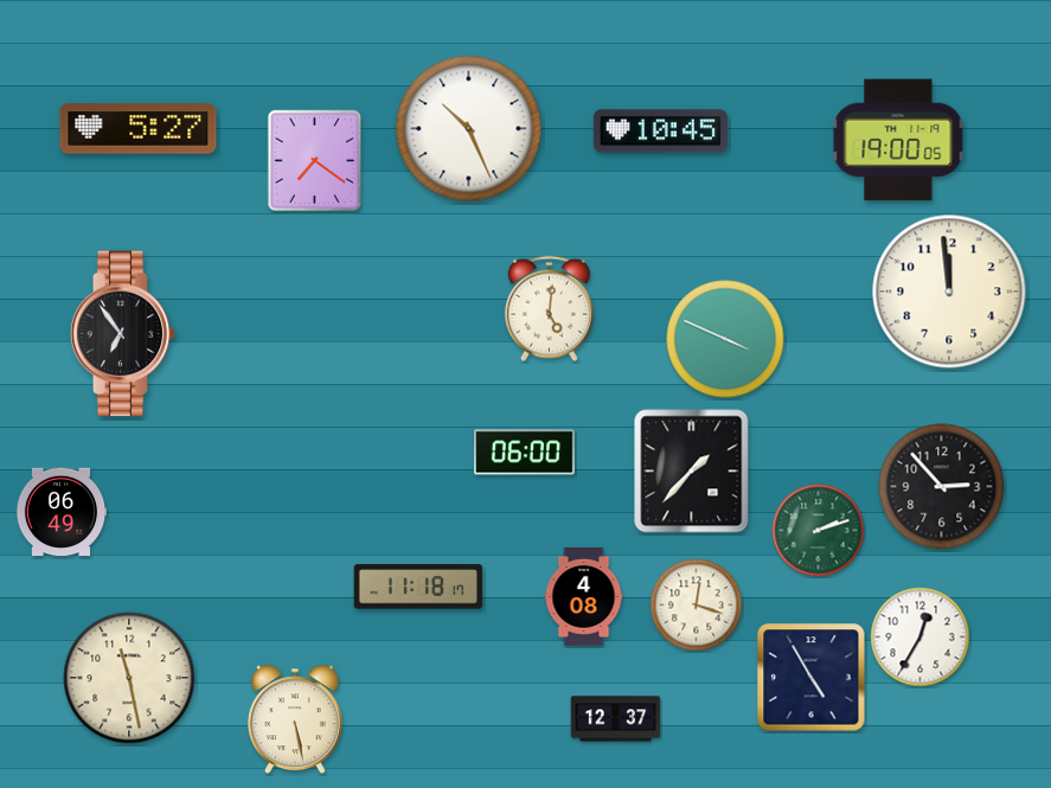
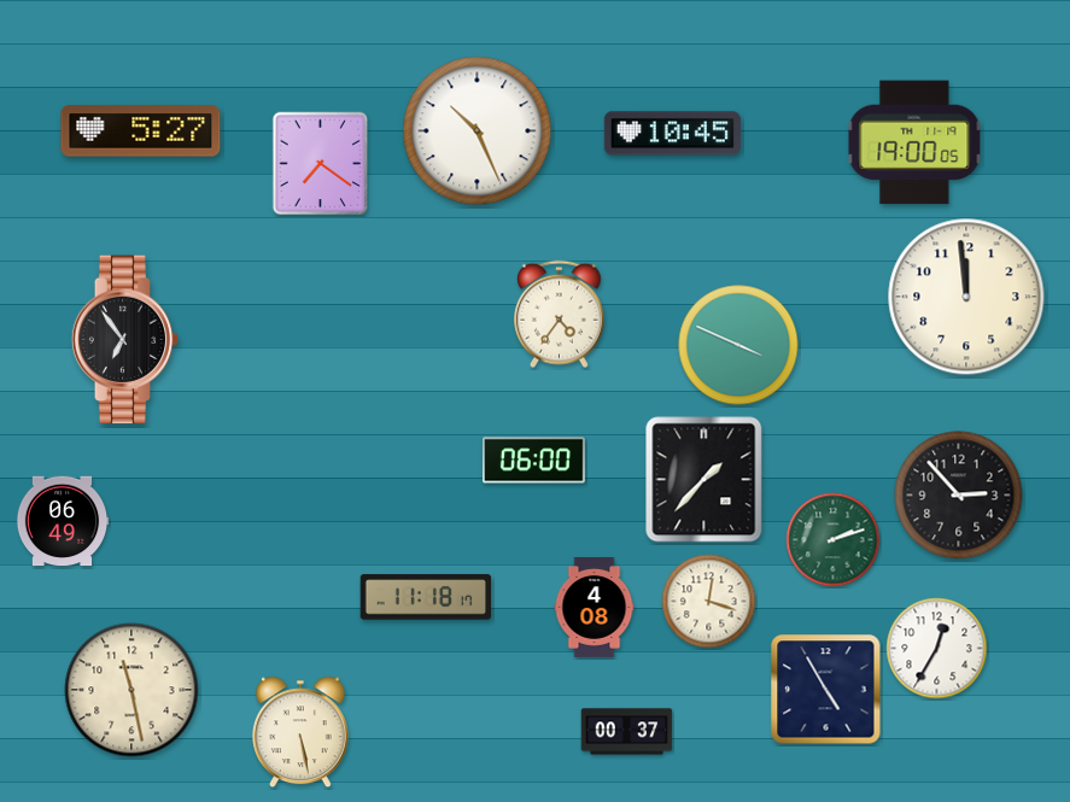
clock at (549, 309): 5:01 -> 4:36
clock at (697, 606) position: (697, 606) -> (709, 602)
clock at (616, 719): 12:37 -> 00:37
